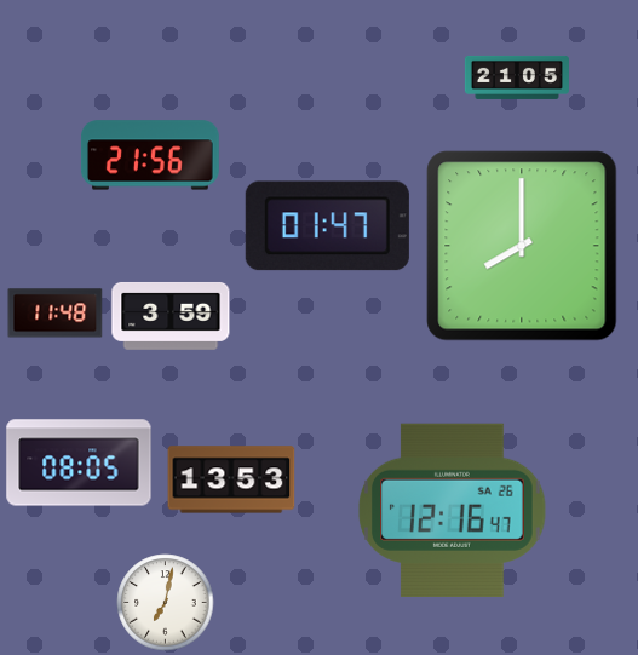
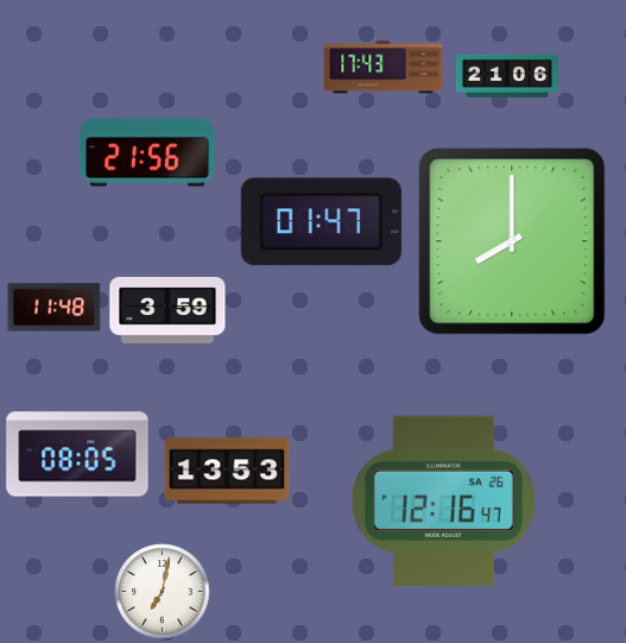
clock at (384, 68): none -> 17:43
clock at (517, 77): 21:05 -> 21:06
